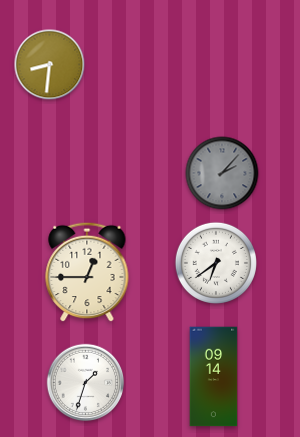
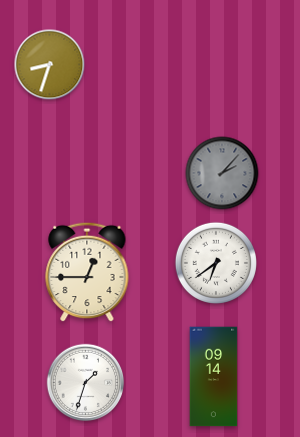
clock at (50, 65): 8:31 -> 8:33
